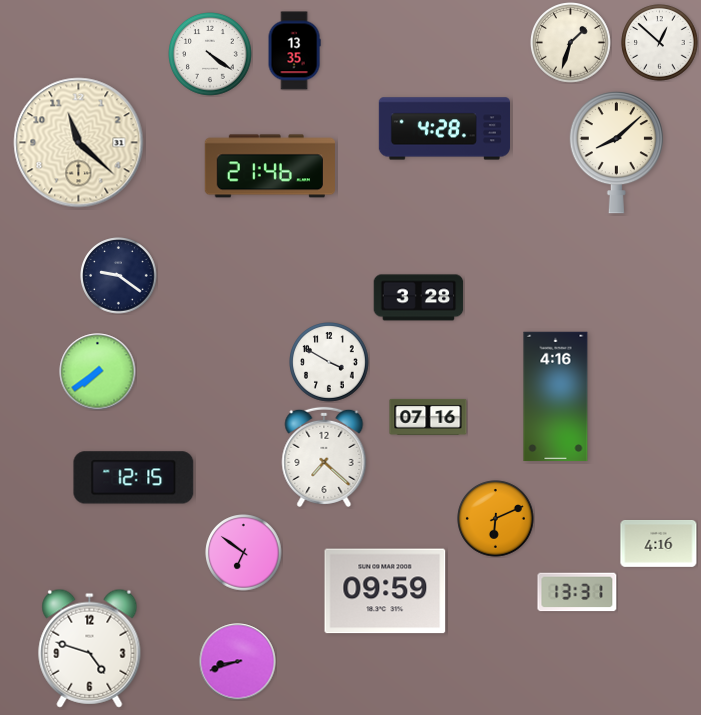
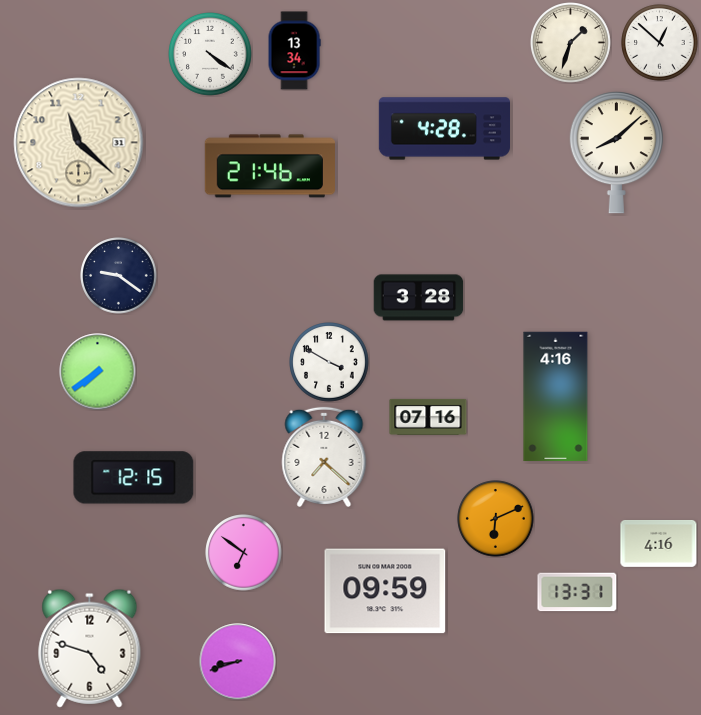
clock at (294, 51): 13:35 -> 13:34
